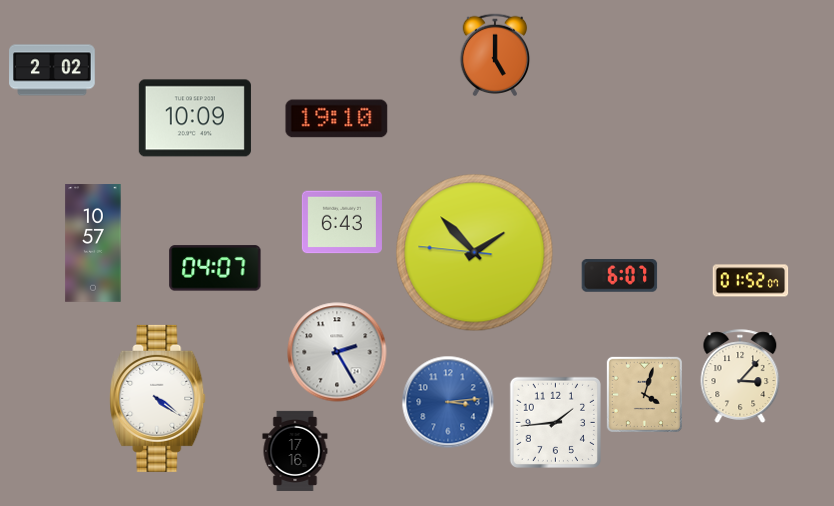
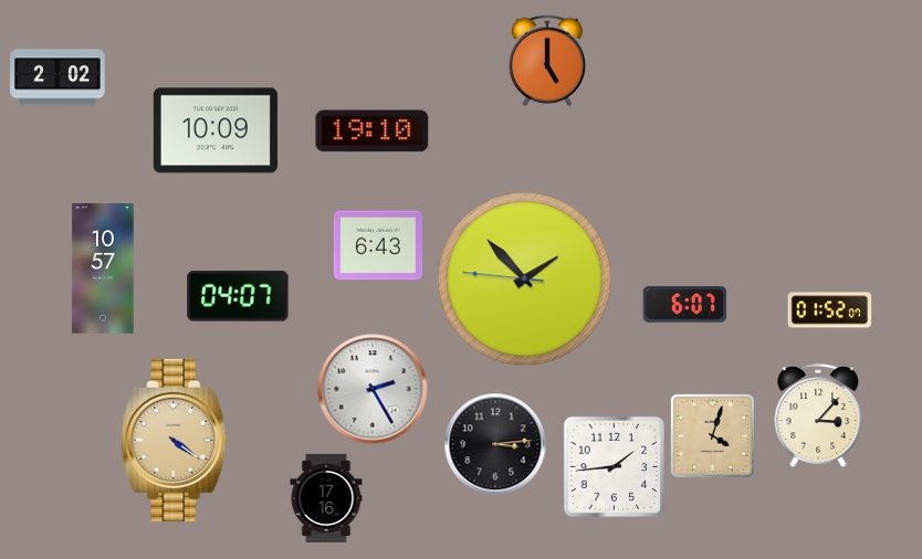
clock at (158, 398) dial: white -> champagne
clock at (448, 402) dial: blue -> black
